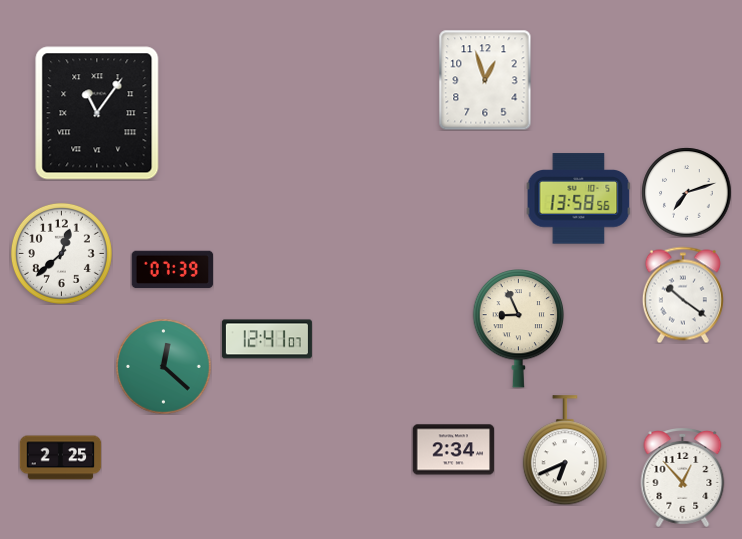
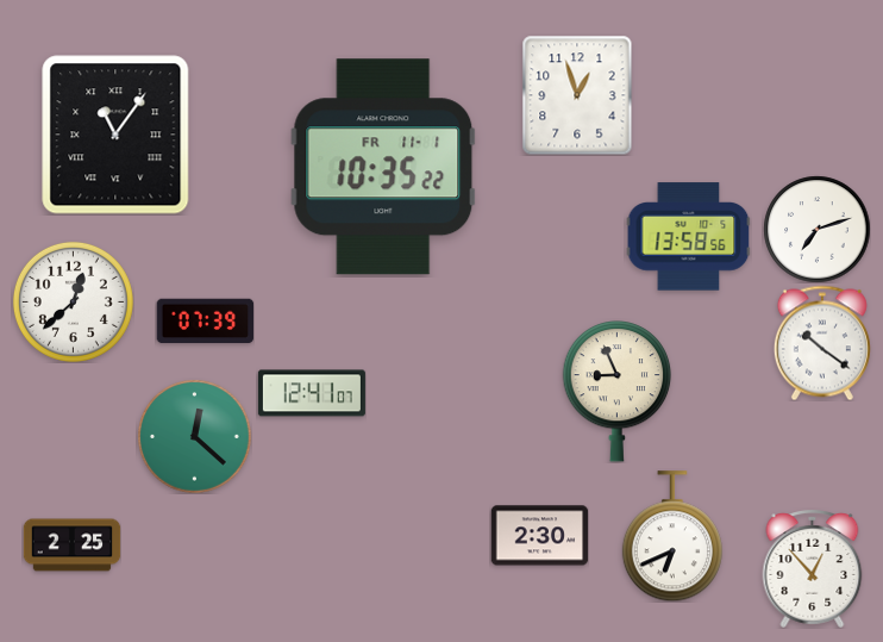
clock at (383, 167): none -> 10:35
clock at (683, 295) position: (683, 295) -> (822, 343)
clock at (267, 339) position: (267, 339) -> (312, 393)
clock at (453, 450): 2:34 -> 2:30
